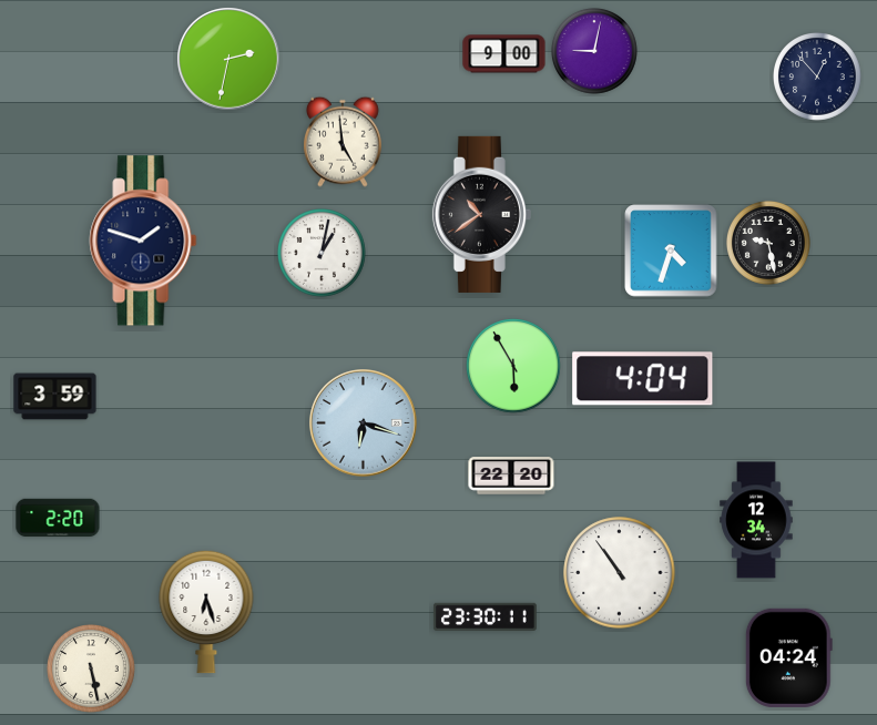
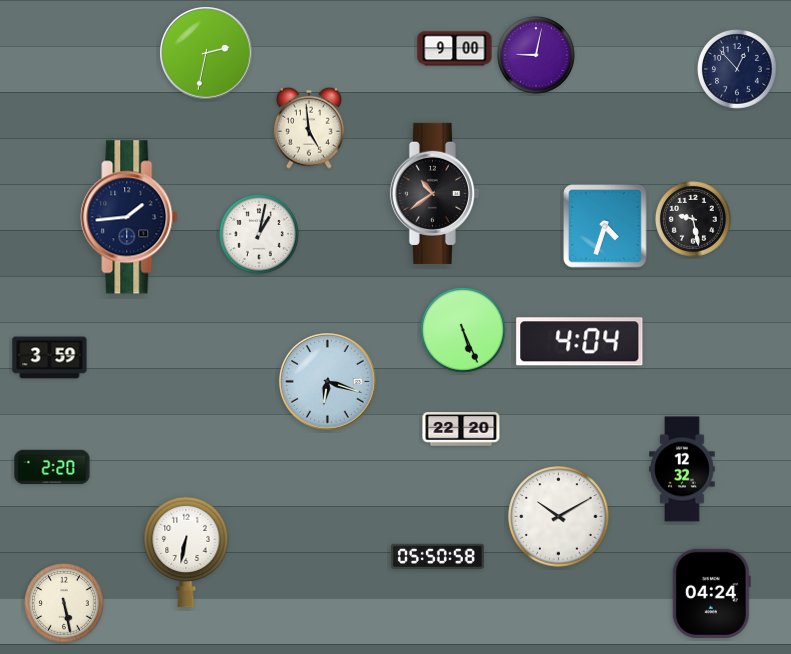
clock at (595, 52) position: (595, 52) -> (537, 56)
clock at (143, 241): 1:48 -> 1:44
clock at (323, 254) position: (323, 254) -> (260, 235)
clock at (513, 366): 5:55 -> 5:26
clock at (756, 520): 12:34 -> 12:32
clock at (620, 573): 10:54 -> 10:10
clock at (206, 612): 6:27 -> 6:32
clock at (485, 616): 23:30 -> 05:50
clock at (92, 670) position: (92, 670) -> (65, 604)
